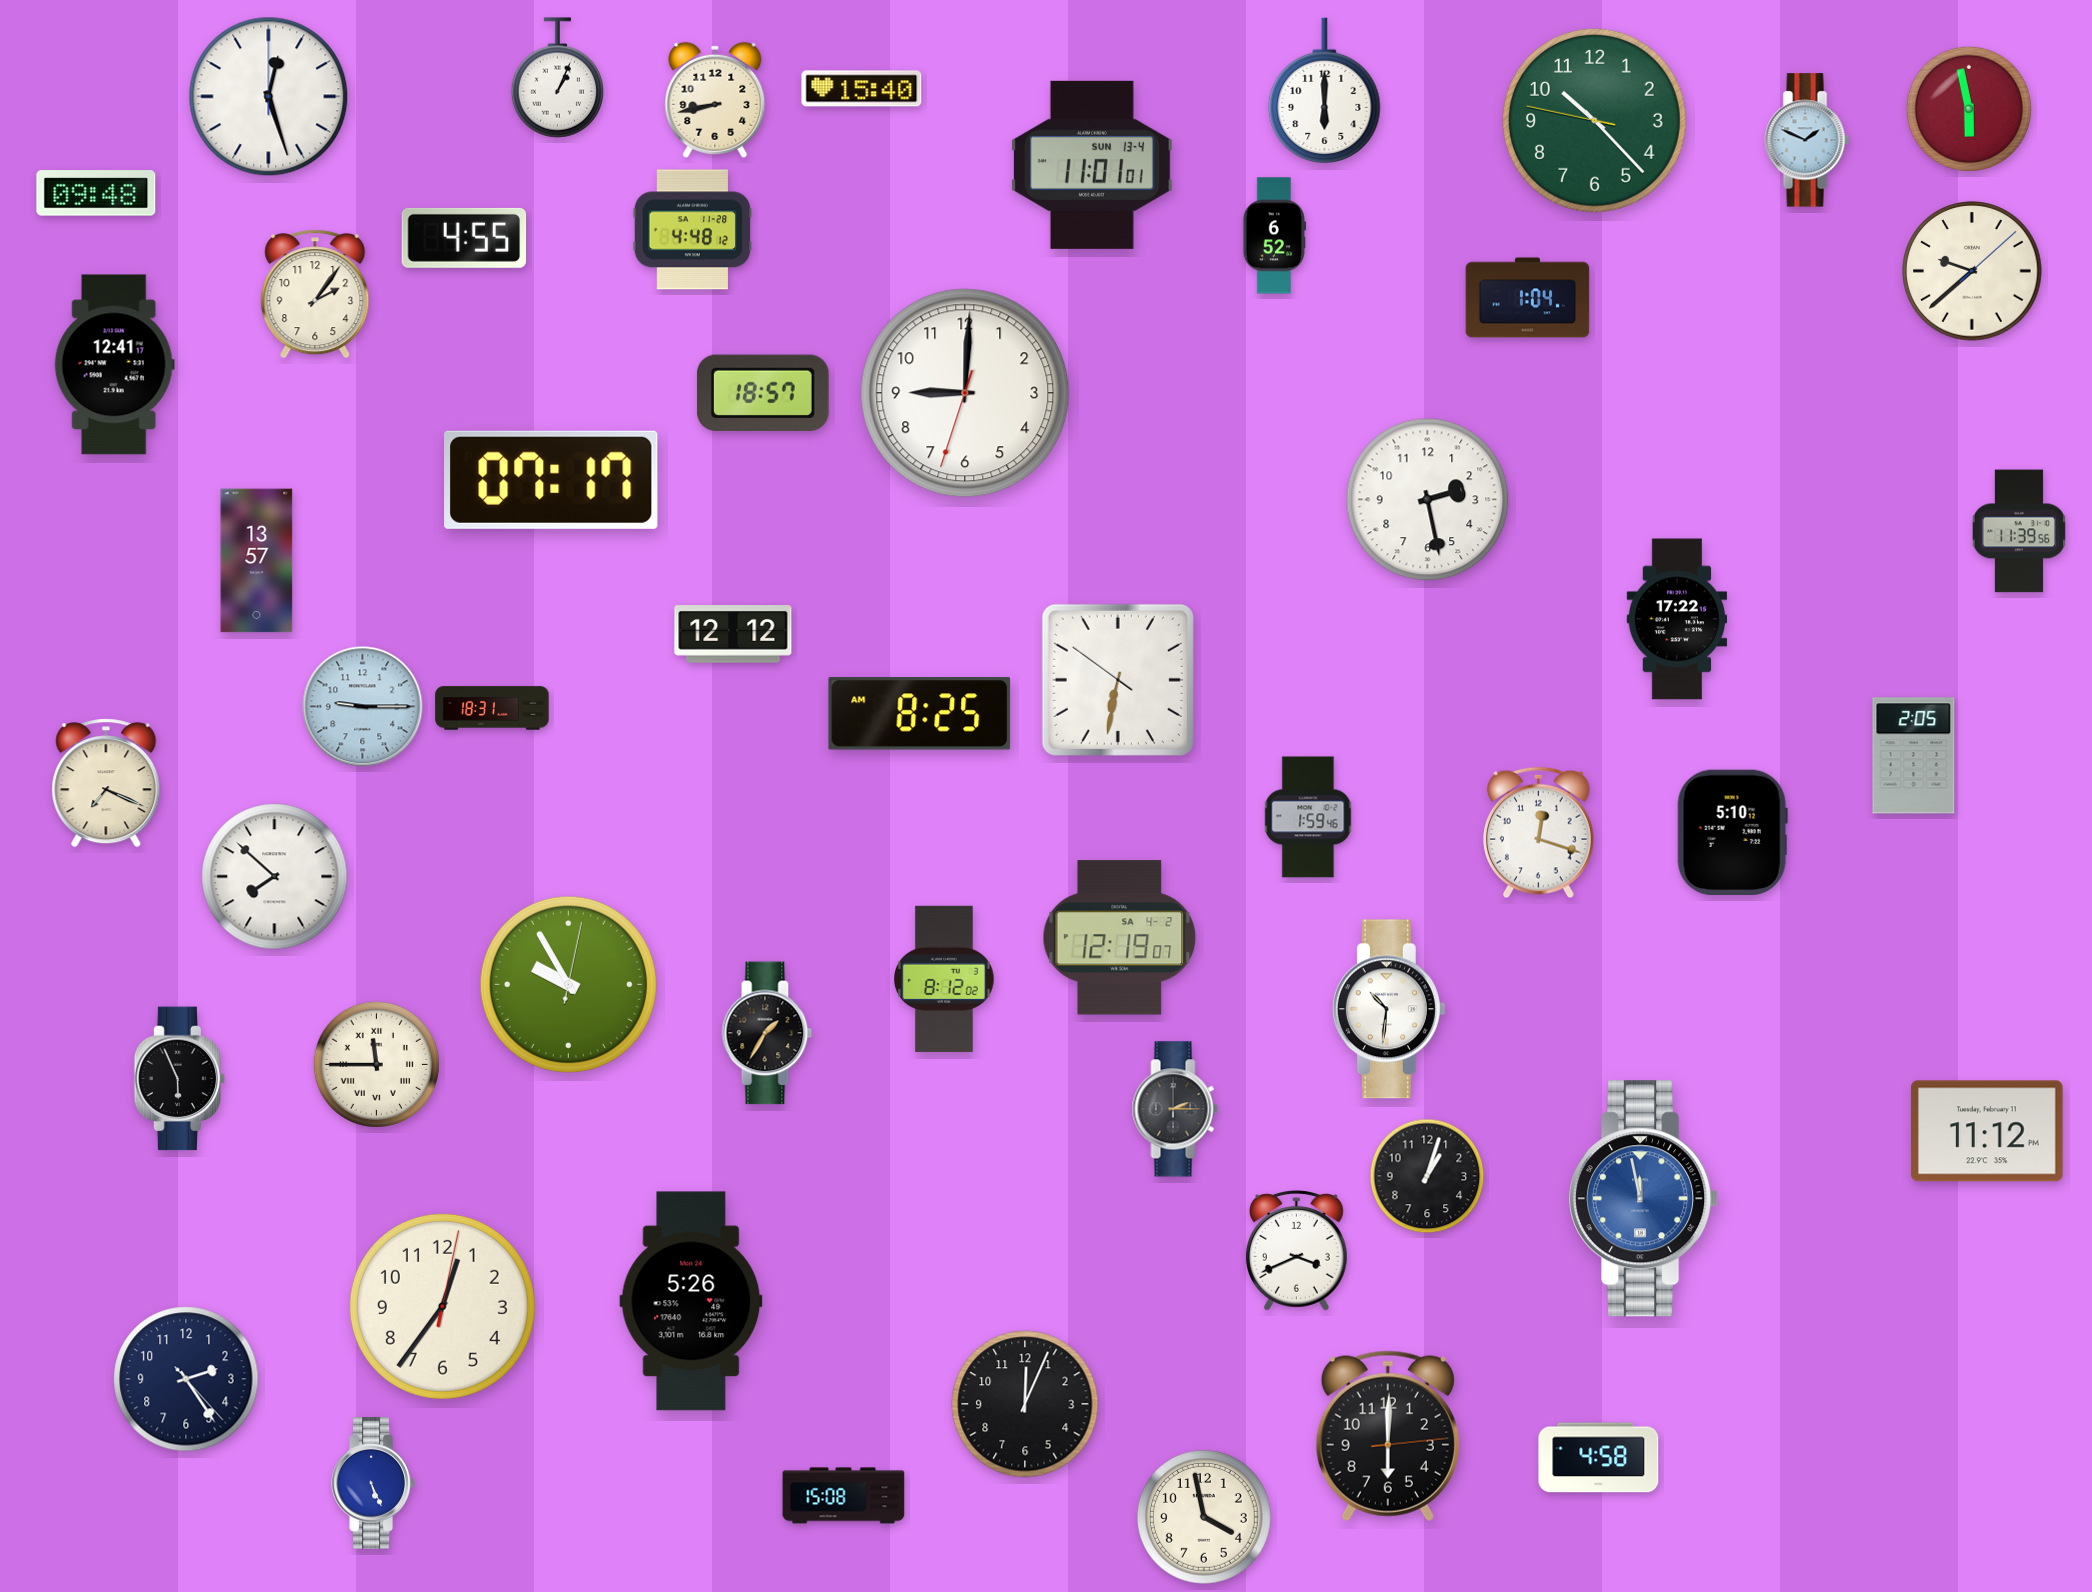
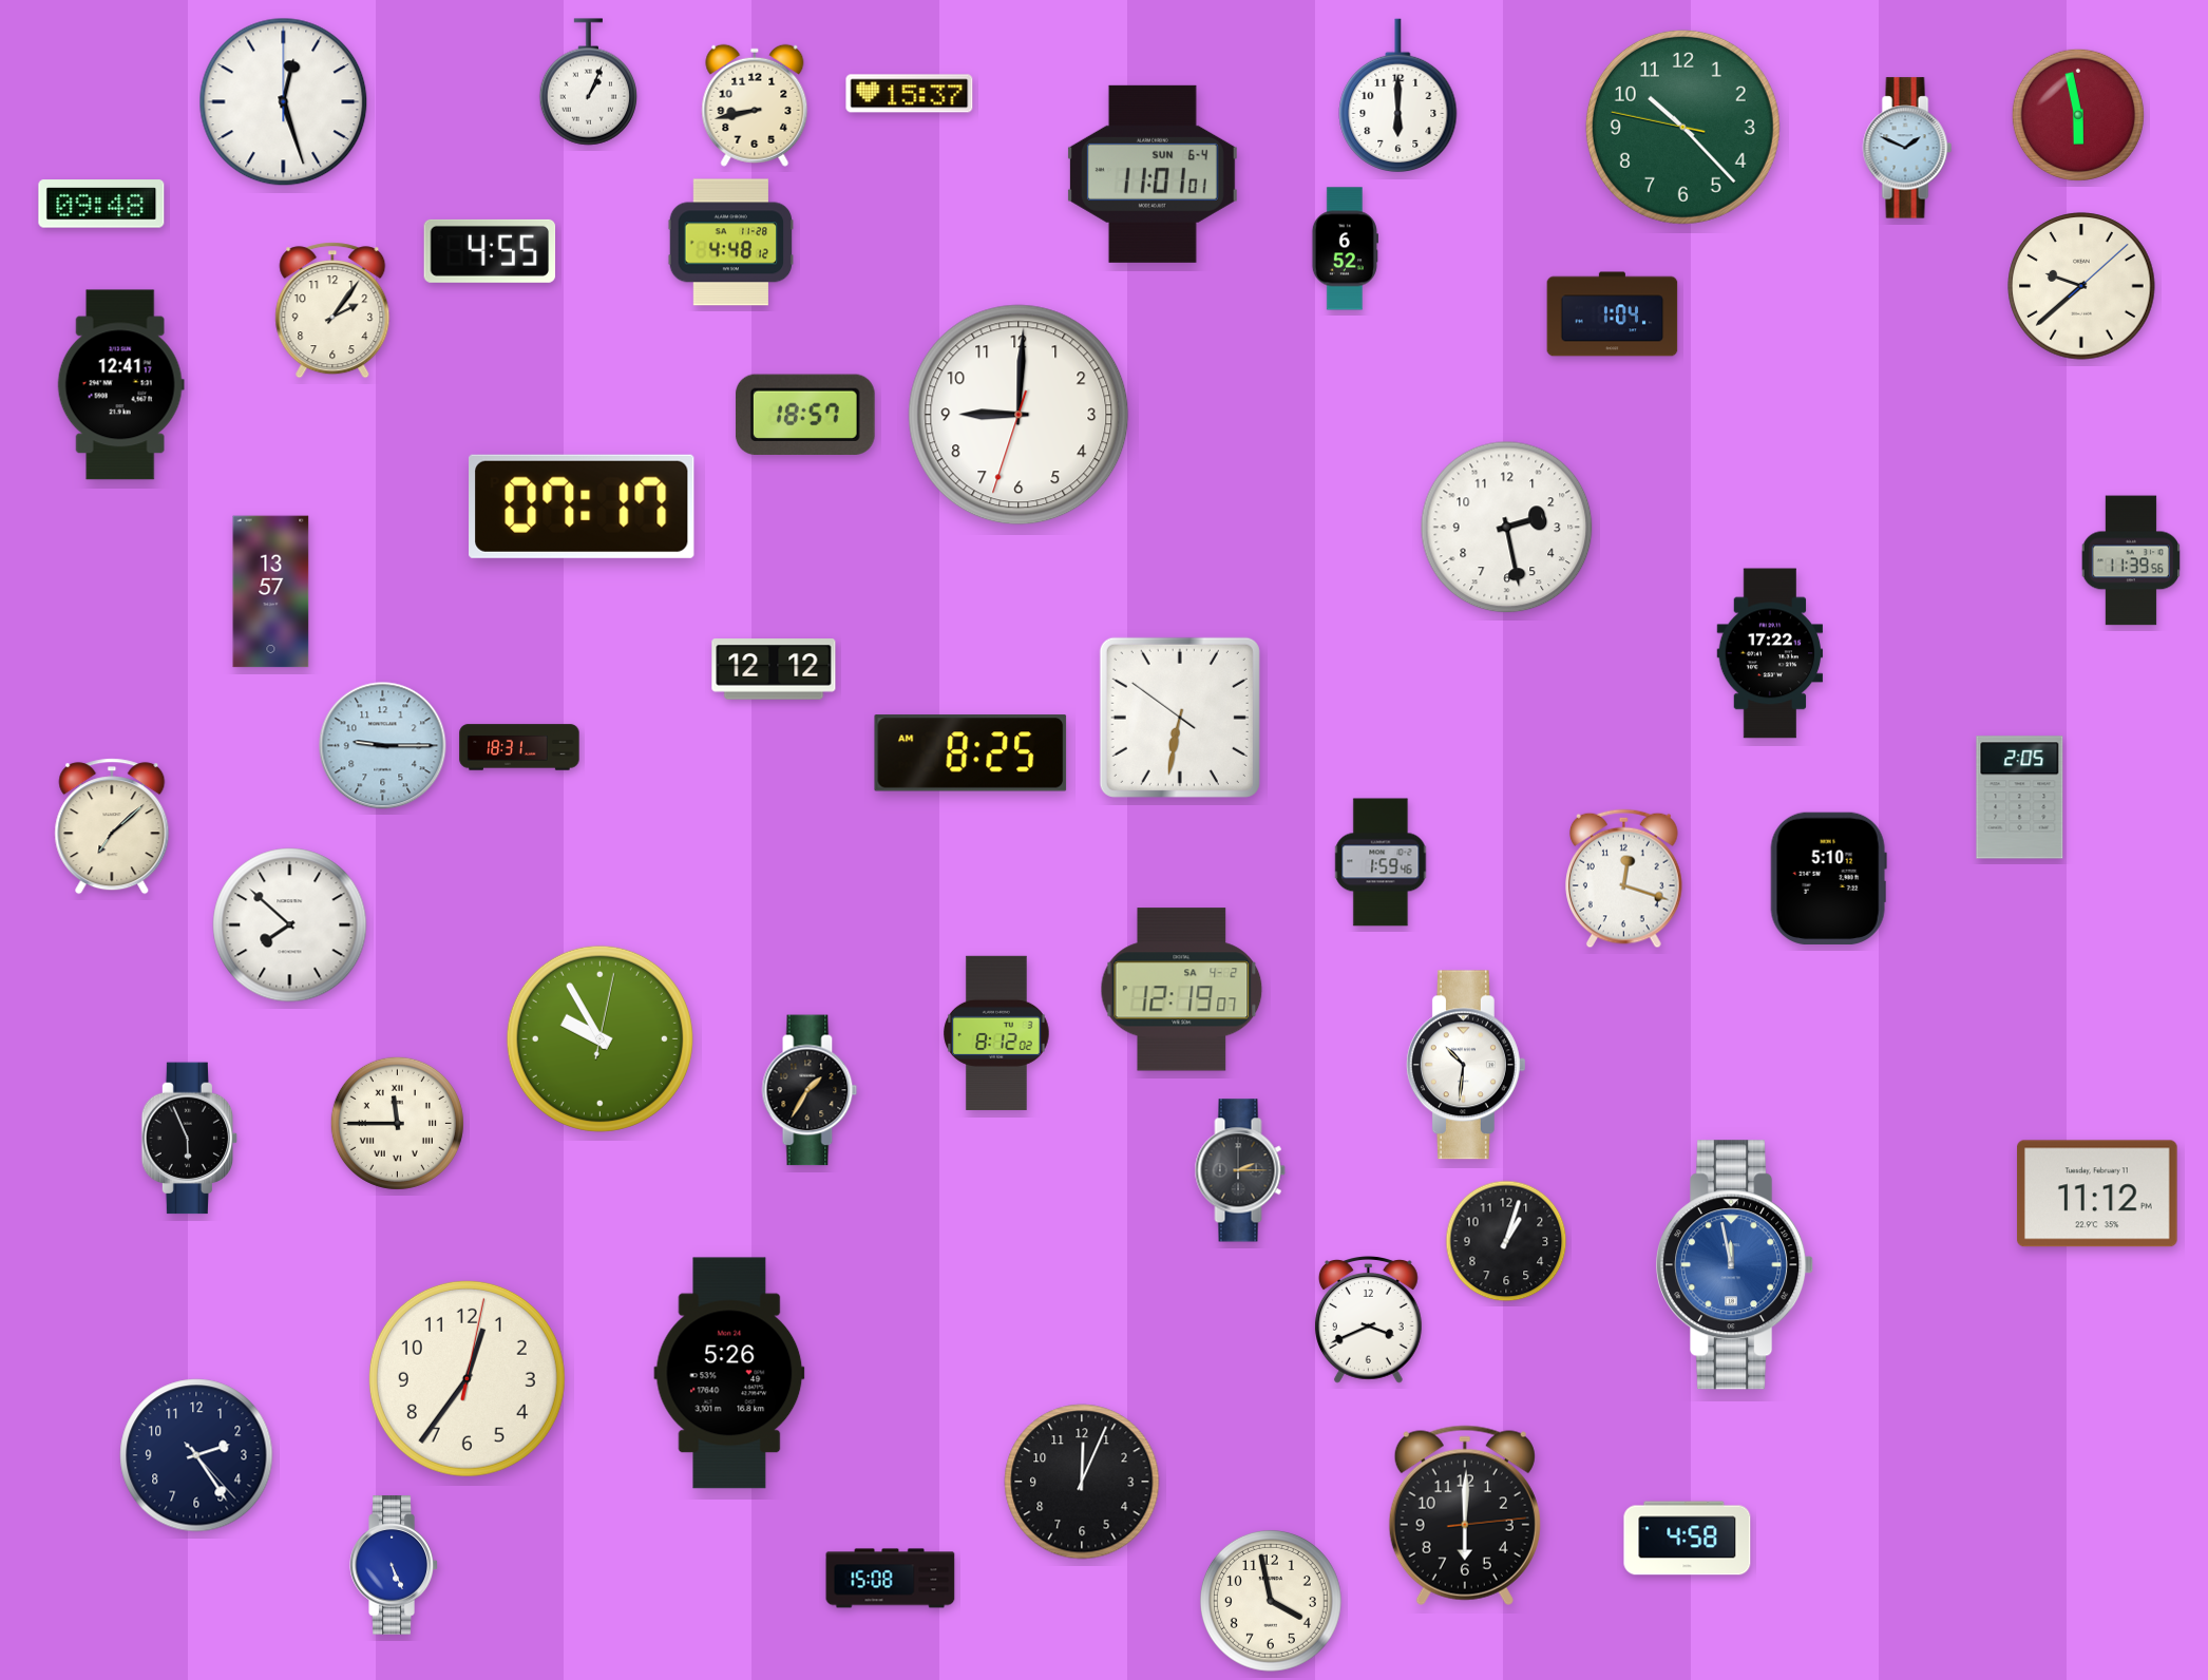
clock at (862, 89): 15:40 -> 15:37
clock at (1092, 165) date: SUN 13-4 -> SUN 6-4
clock at (106, 783): 7:19 -> 7:08
